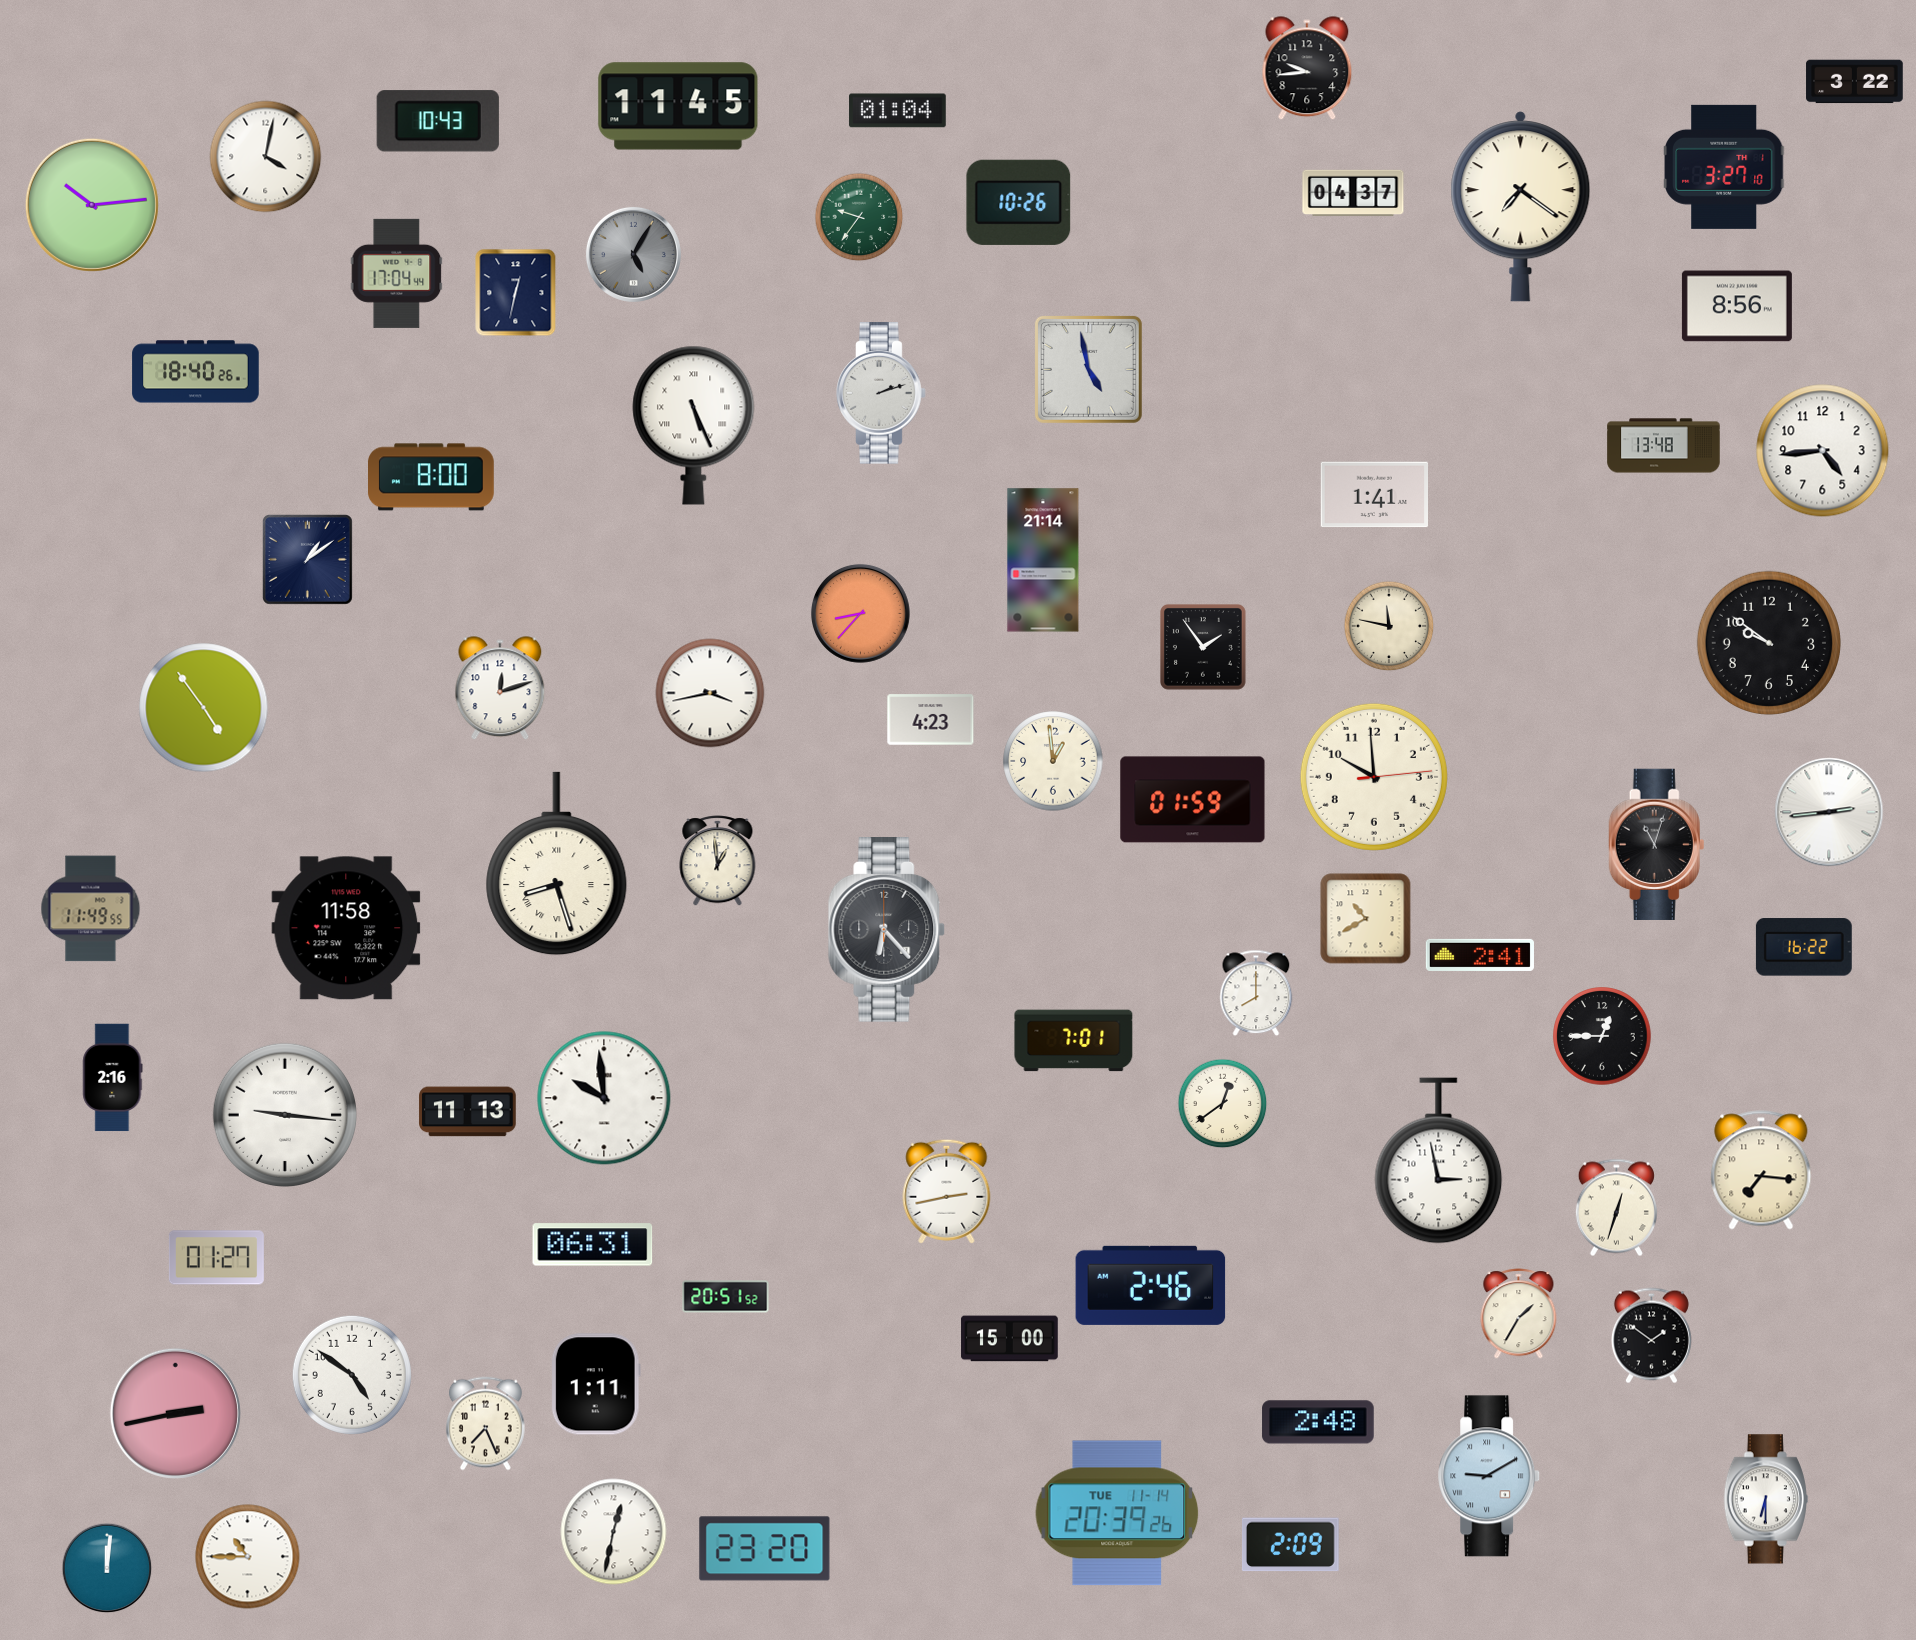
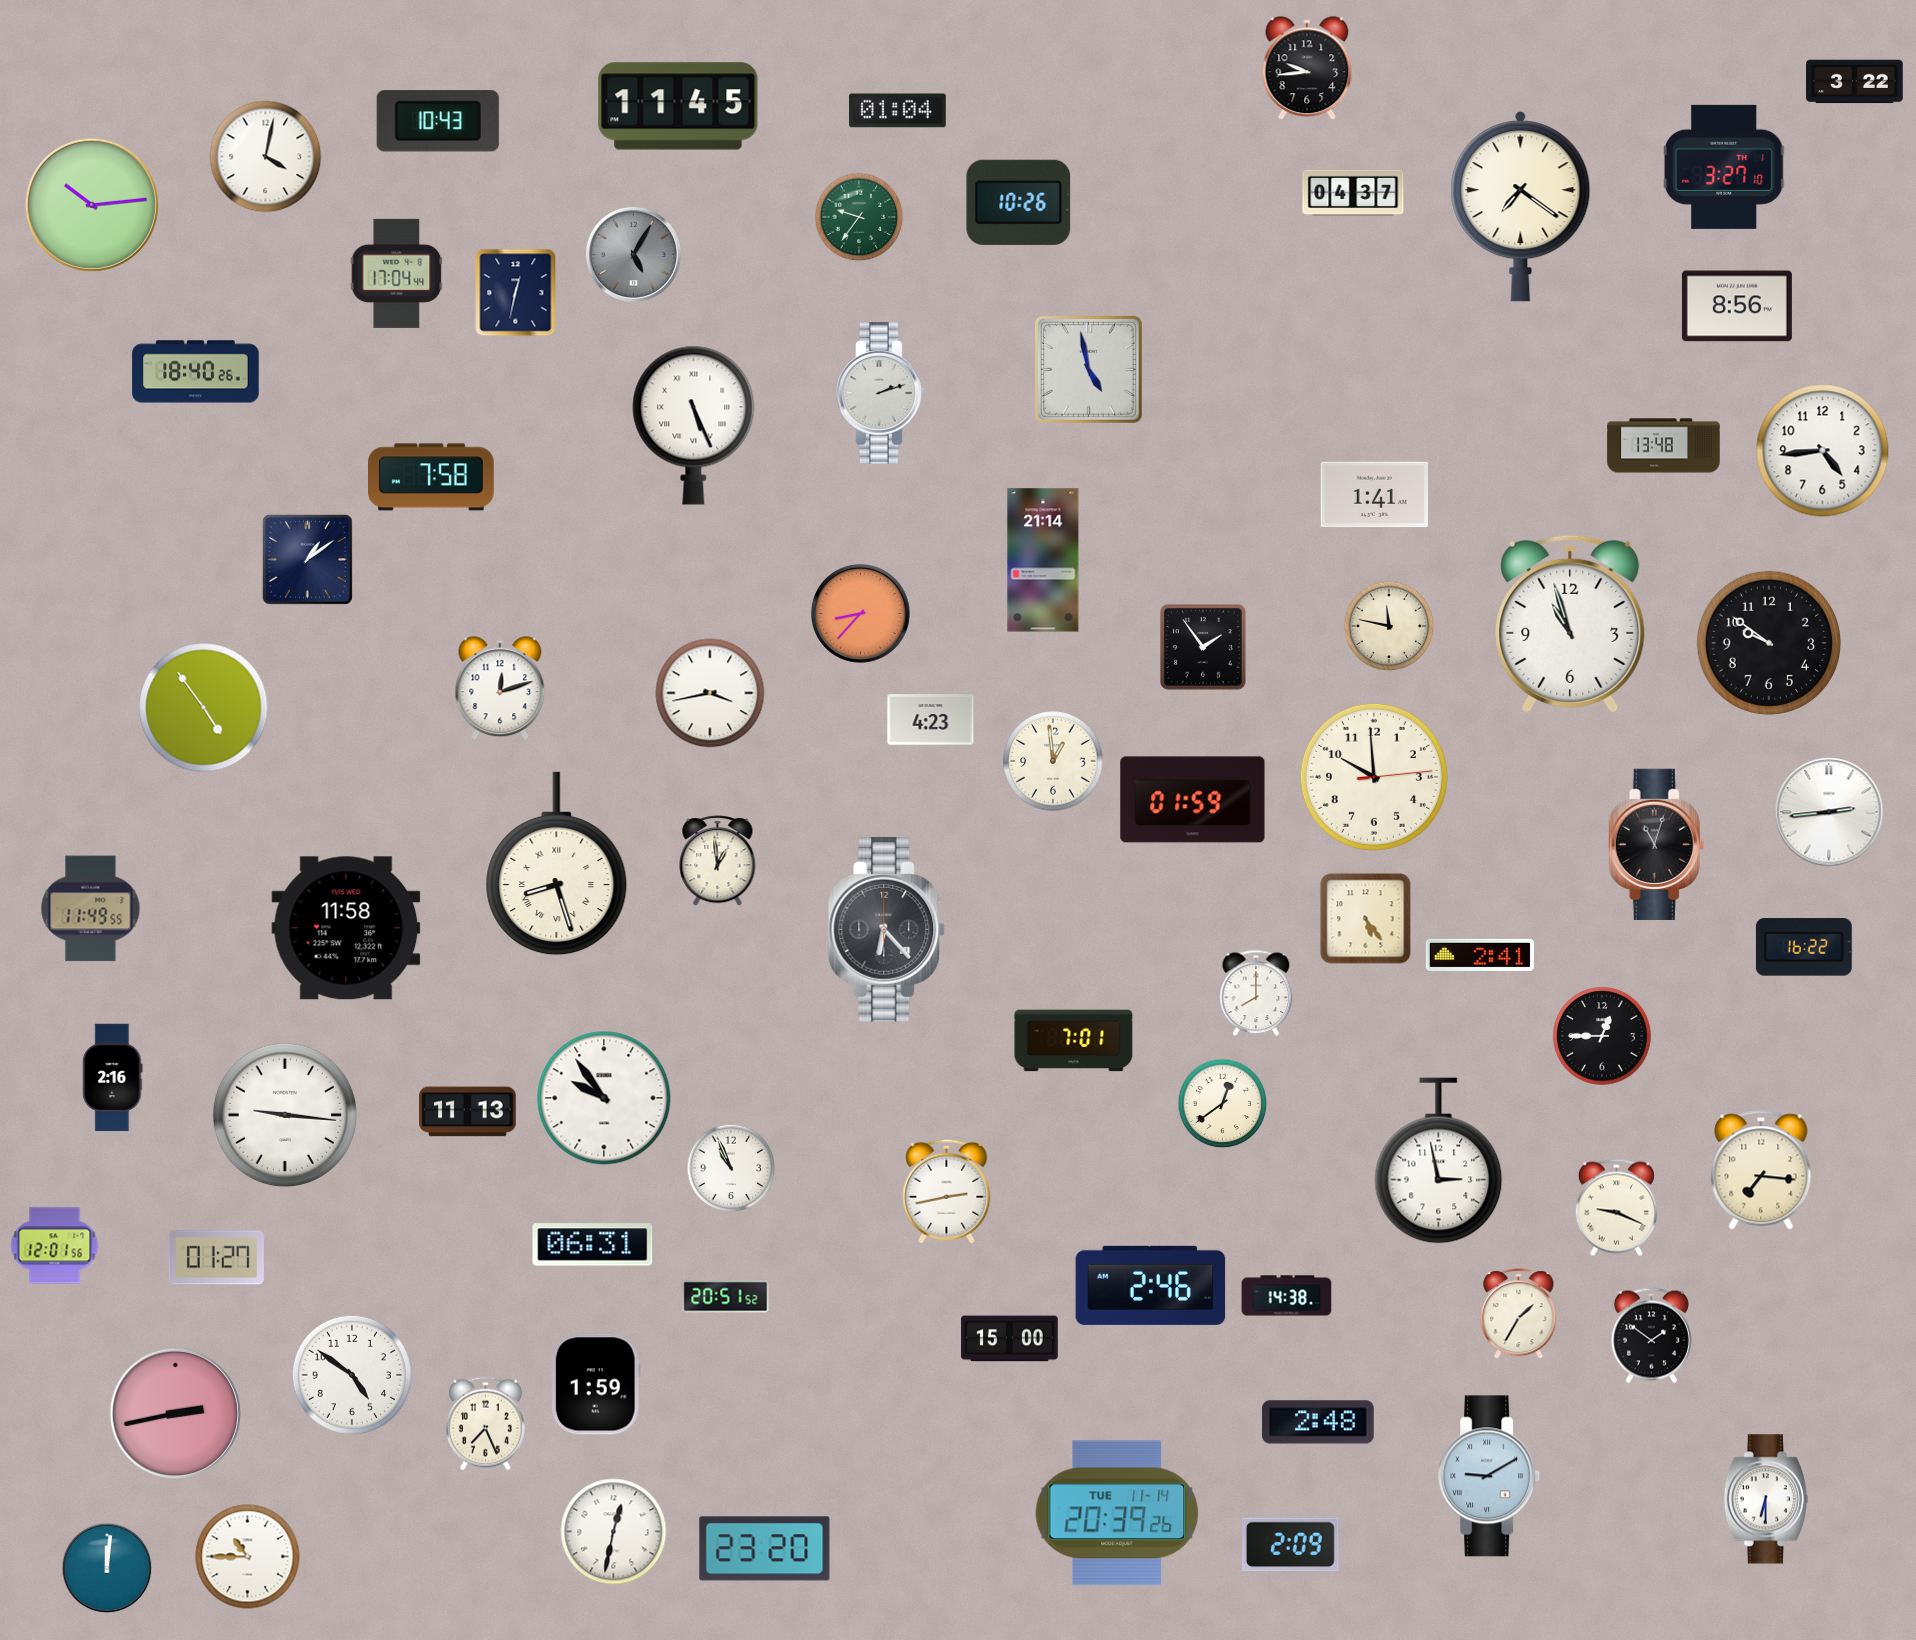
clock at (432, 477): 8:00 -> 7:58
clock at (1570, 624): none -> 10:57
clock at (1366, 919): 10:40 -> 5:24
clock at (604, 1098): 9:59 -> 9:54
clock at (731, 1168): none -> 10:56
clock at (1616, 1208): 12:33 -> 9:19
clock at (55, 1246): none -> 12:01
clock at (1287, 1296): none -> 14:38
clock at (596, 1384): 1:11 -> 1:59
